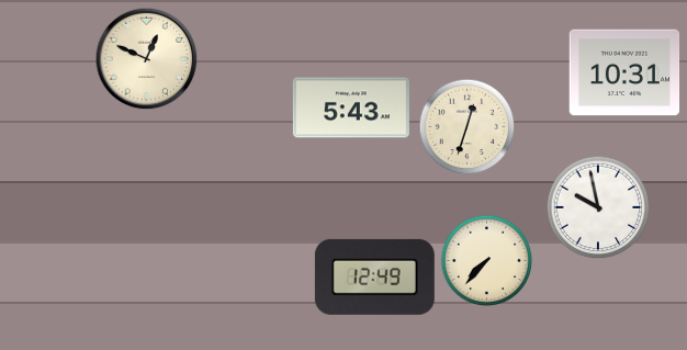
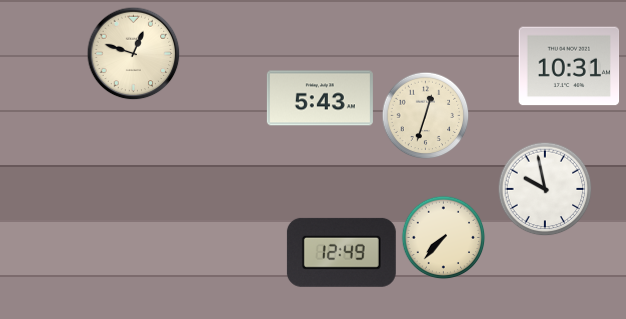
clock at (146, 58): 12:49 -> 12:48
